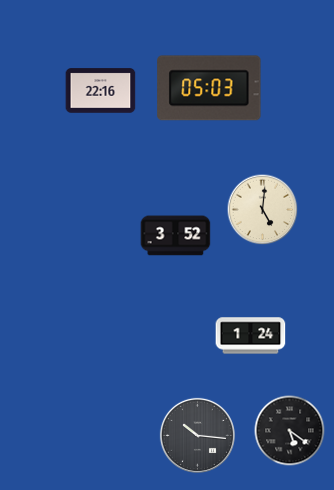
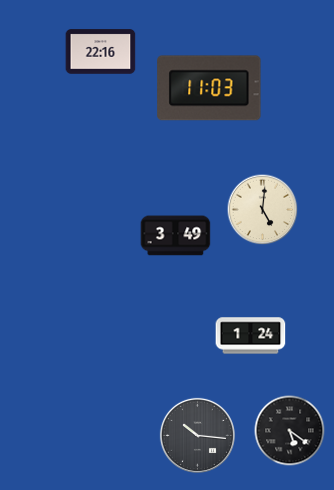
clock at (209, 88): 05:03 -> 11:03
clock at (101, 91) position: (101, 91) -> (101, 52)
clock at (176, 236): 3:52 -> 3:49
